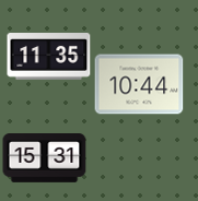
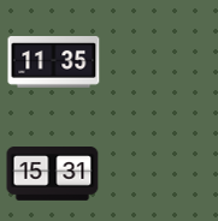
clock at (139, 84): 10:44 -> none
clock at (45, 158) position: (45, 158) -> (53, 174)
